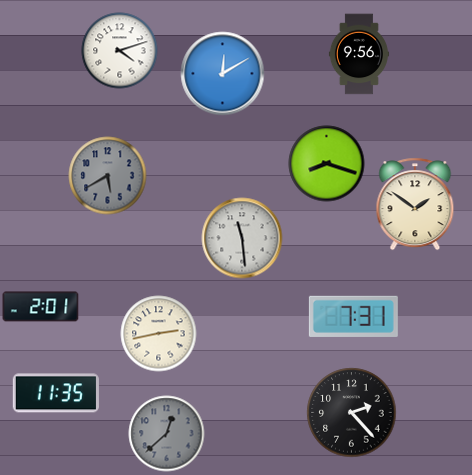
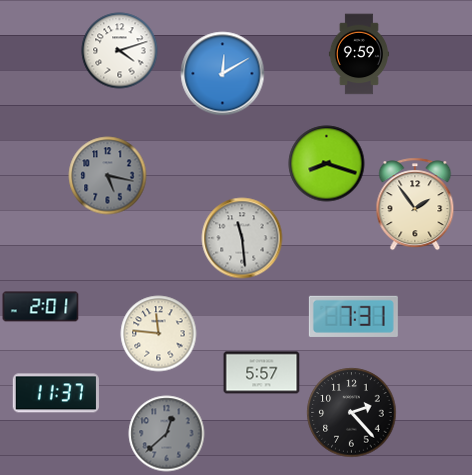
clock at (359, 54): 9:56 -> 9:59
clock at (108, 176): 5:40 -> 5:17
clock at (415, 204): 1:51 -> 1:54
clock at (159, 334): 2:43 -> 11:46
clock at (262, 373): none -> 5:57
clock at (56, 393): 11:35 -> 11:37
